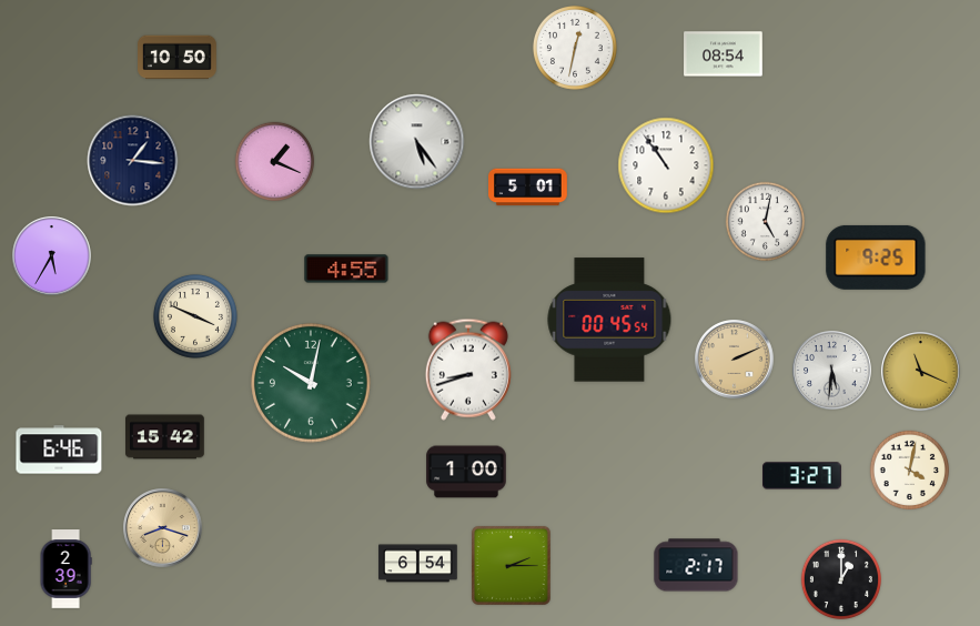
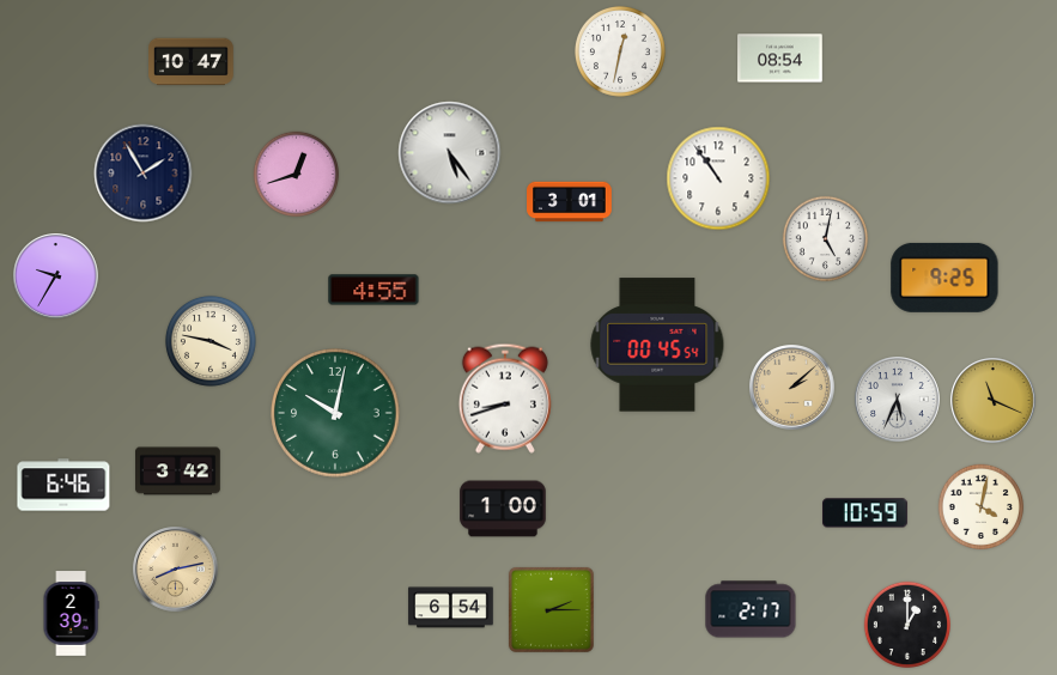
clock at (178, 58): 10:50 -> 10:47
clock at (133, 161): 1:16 -> 1:55
clock at (275, 162): 1:19 -> 12:42
clock at (528, 188): 5:01 -> 3:01
clock at (52, 256): 5:35 -> 9:35
clock at (195, 316): 3:49 -> 3:47
clock at (735, 360): 2:11 -> 2:08
clock at (832, 371): 5:31 -> 5:34
clock at (165, 437): 15:42 -> 3:42
clock at (802, 476): 3:27 -> 10:59
clock at (163, 528): 8:18 -> 8:13
